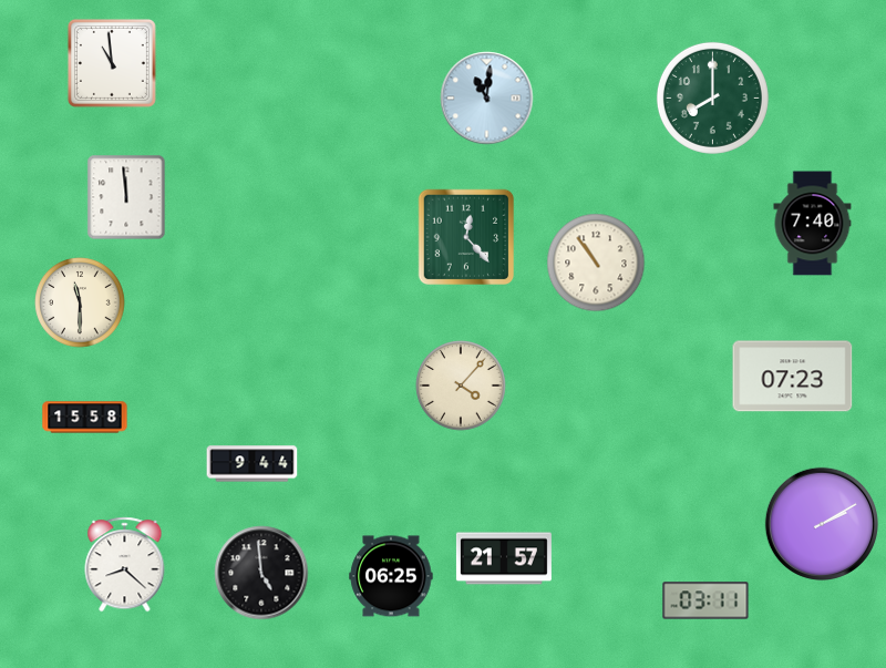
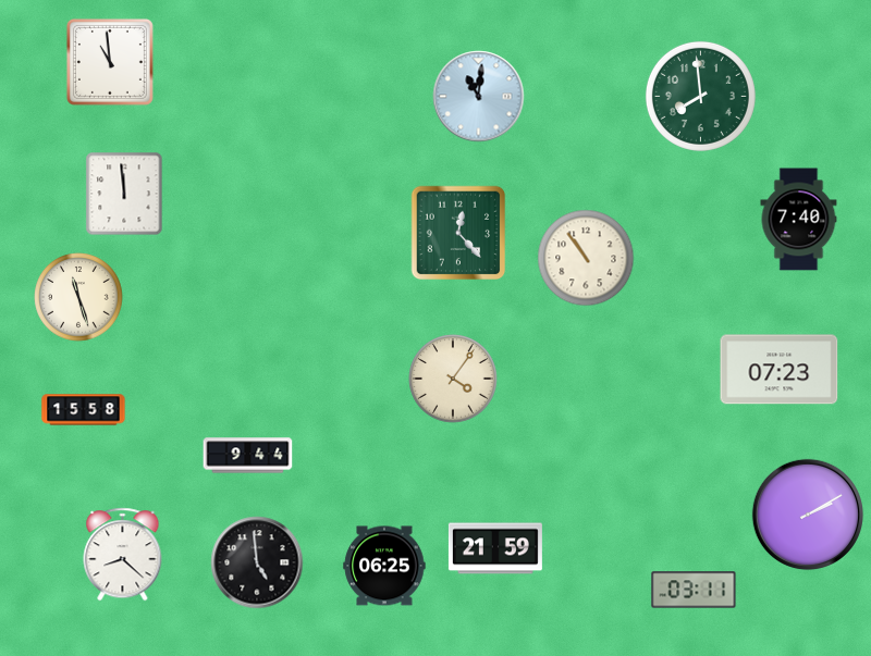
clock at (712, 97): 8:00 -> 7:59
clock at (80, 302): 11:30 -> 11:27
clock at (461, 386): 4:07 -> 4:06
clock at (504, 558): 21:57 -> 21:59
